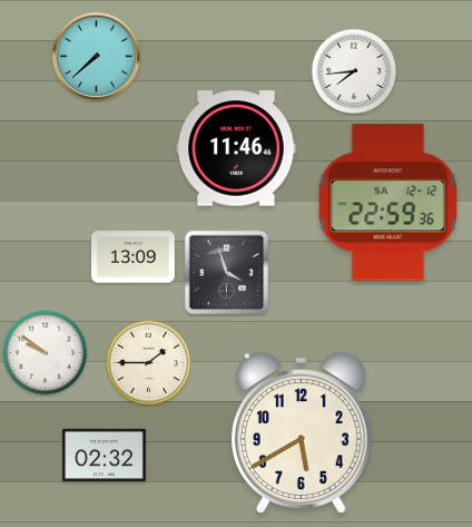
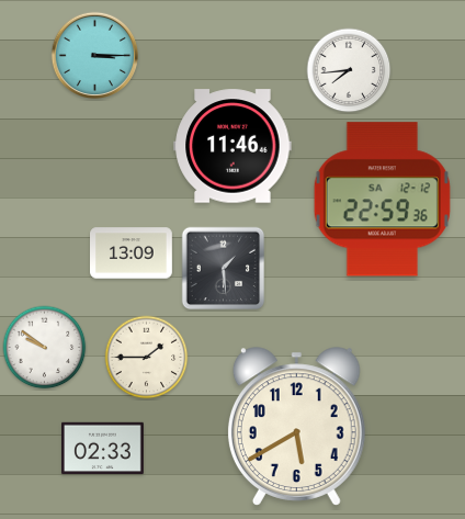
clock at (97, 57): 7:38 -> 3:15
clock at (227, 273): 3:57 -> 1:29
clock at (105, 456): 02:32 -> 02:33
